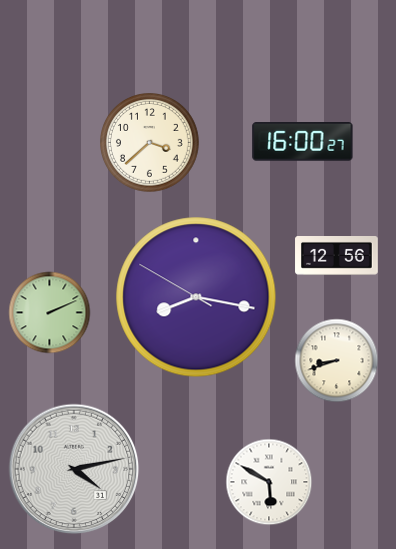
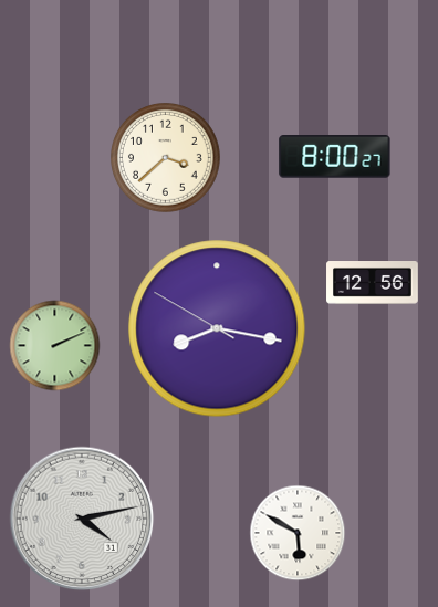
clock at (303, 142): 16:00 -> 8:00
clock at (337, 361): 8:42 -> none
